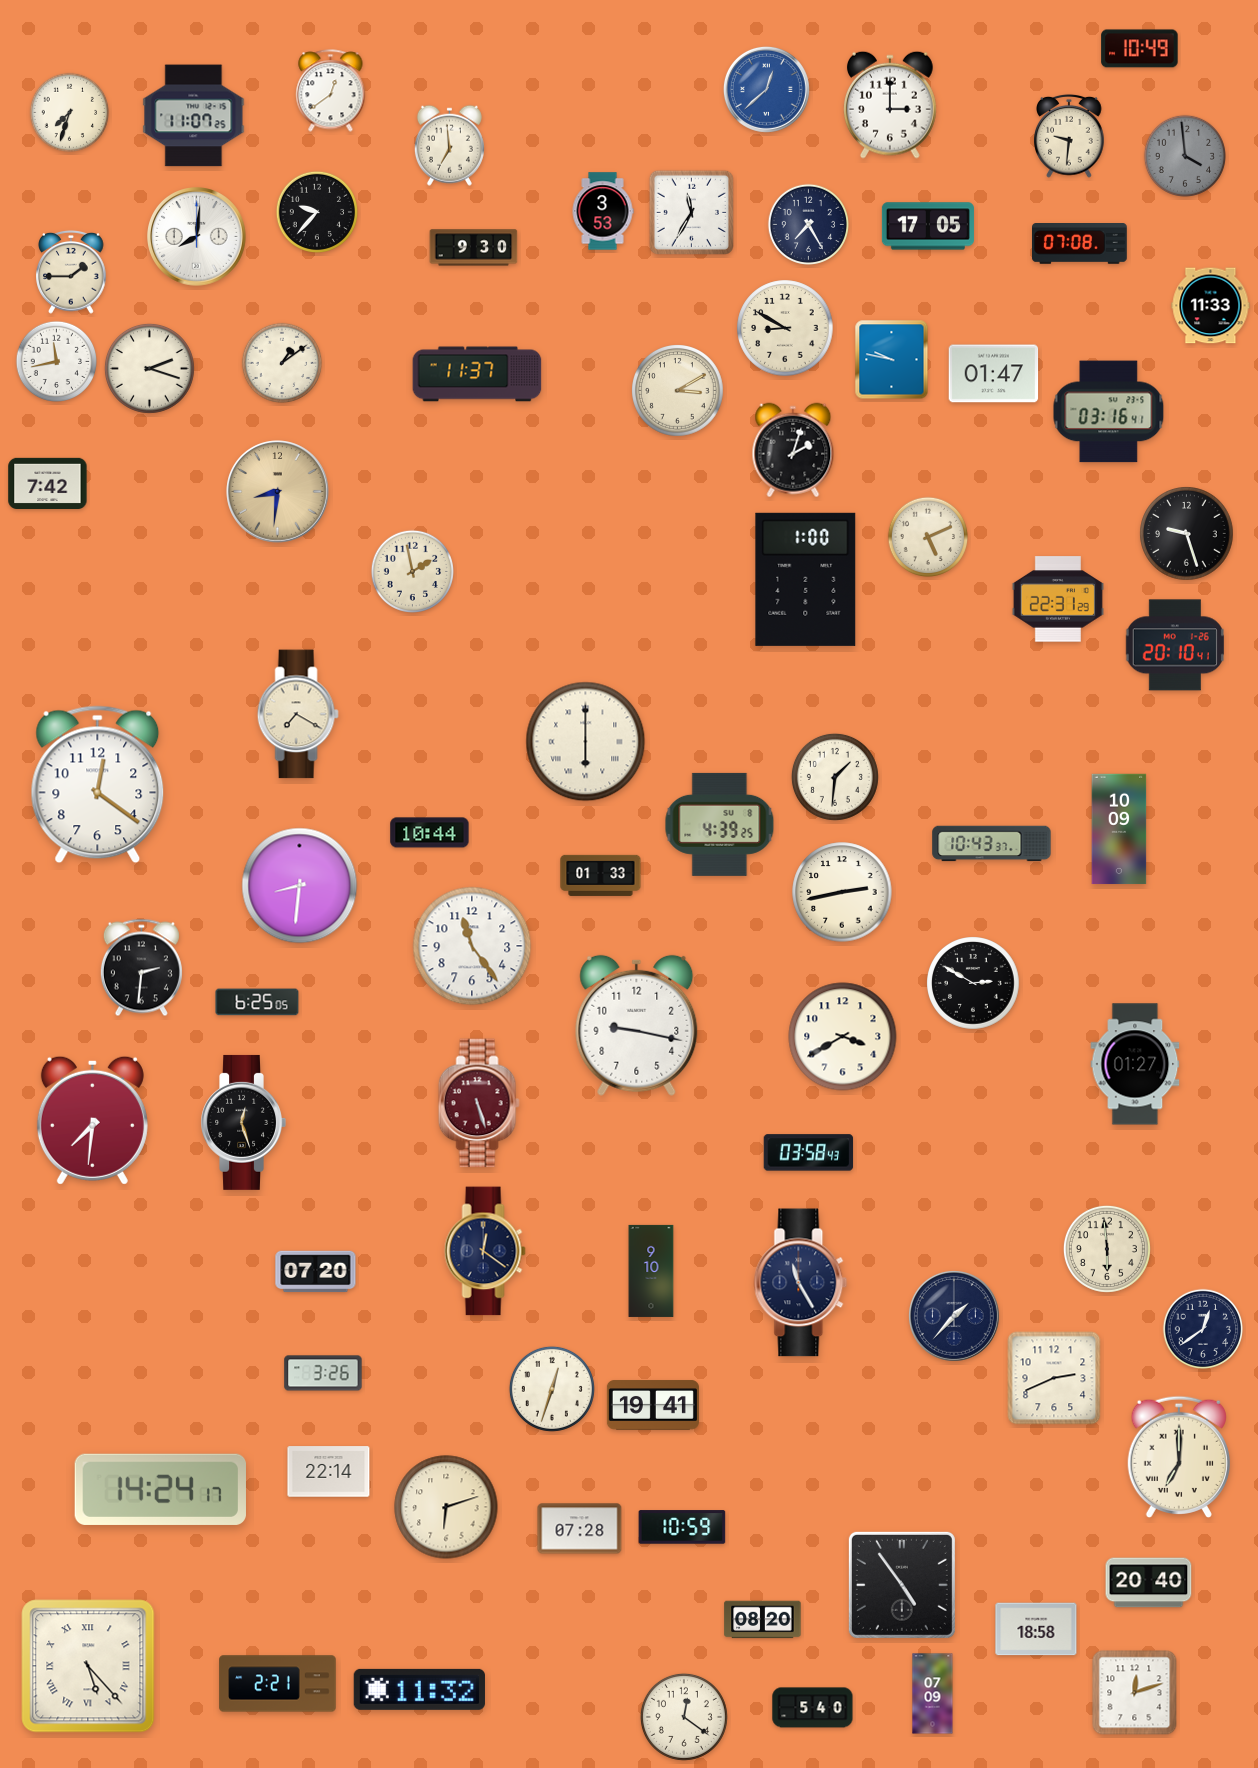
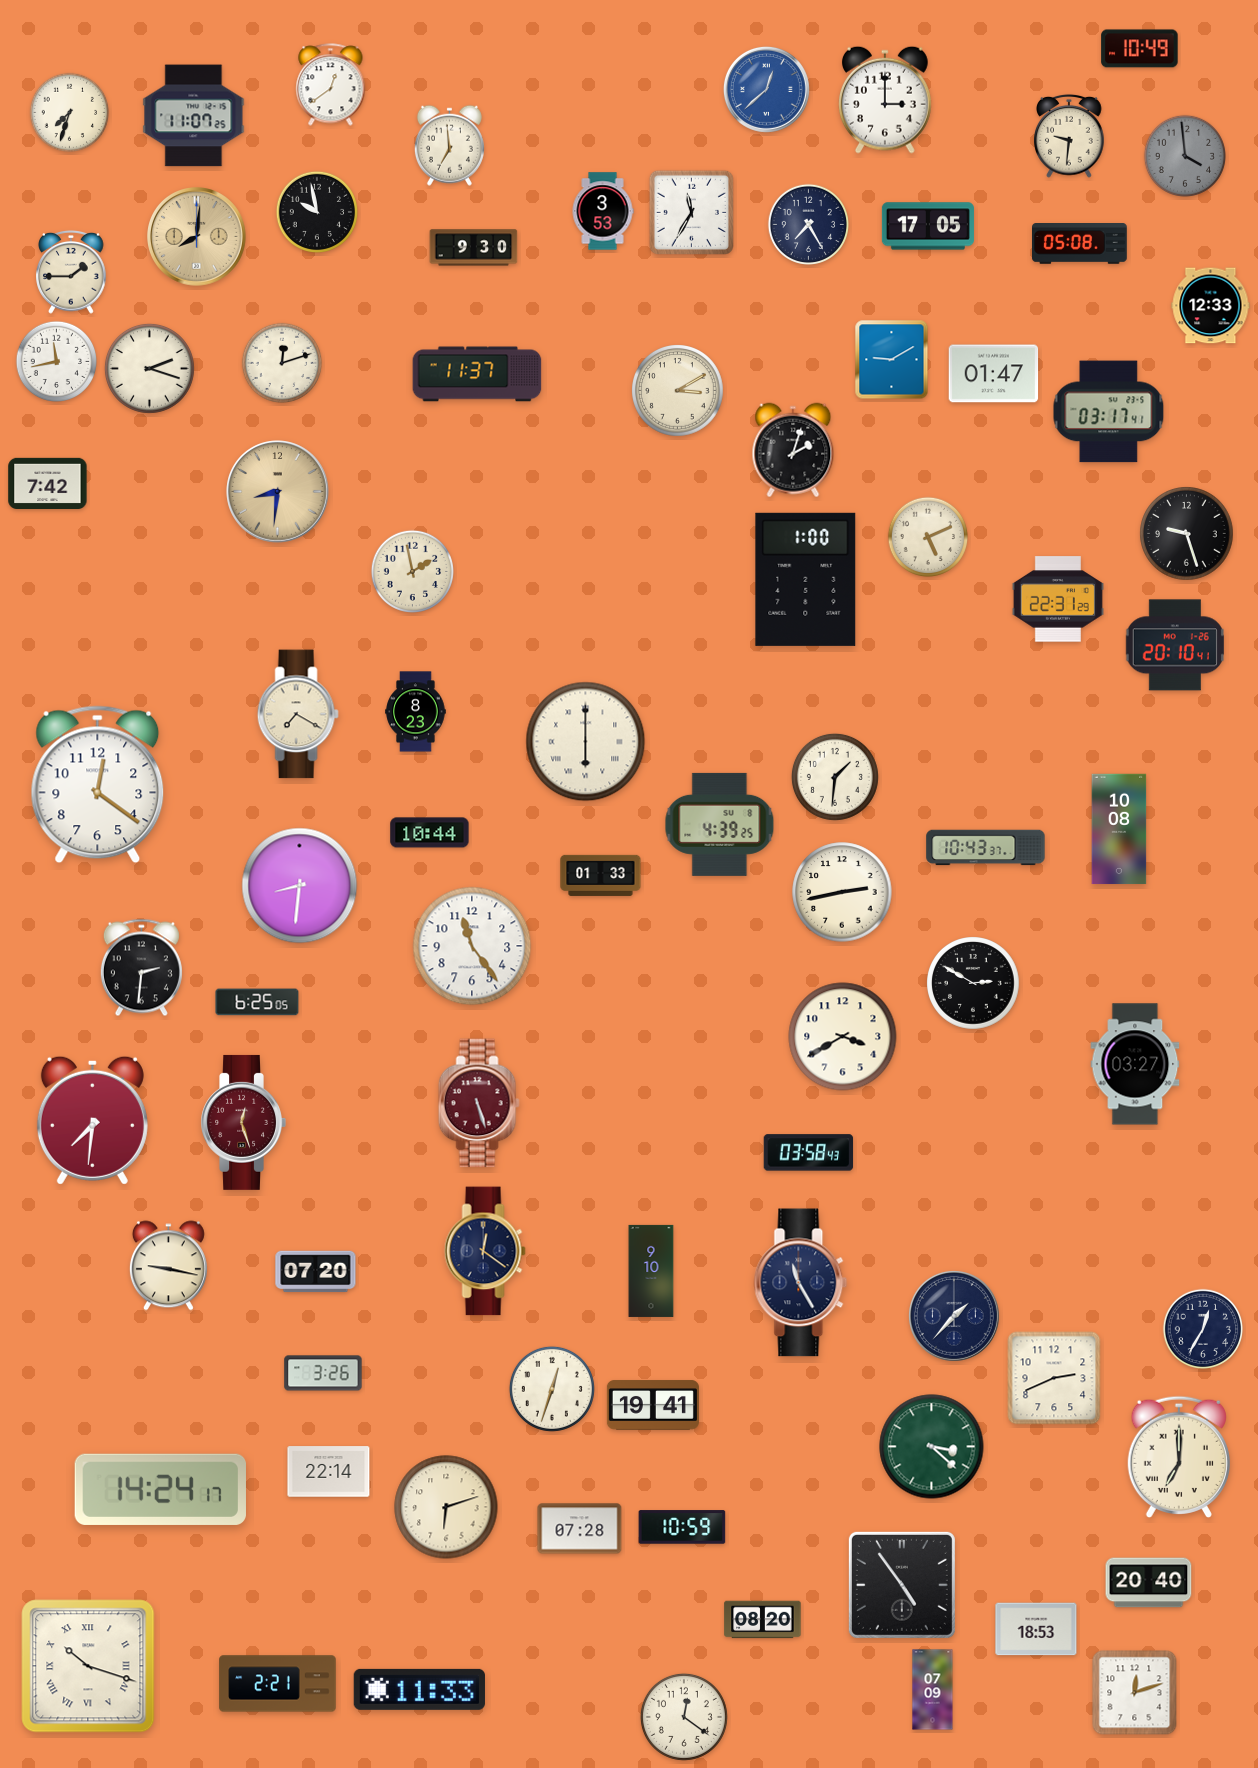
clock at (331, 91) position: (331, 91) -> (331, 85)
clock at (891, 105) position: (891, 105) -> (886, 100)
clock at (316, 211): 9:37 -> 9:58
clock at (197, 237) dial: white -> champagne
clock at (1080, 244): 07:08 -> 05:08
clock at (1211, 306): 11:33 -> 12:33
clock at (785, 328): 8:50 -> none
clock at (892, 360): 9:47 -> 9:10
clock at (282, 363): 1:09 -> 12:12
clock at (1109, 412): 03:16 -> 03:17
clock at (416, 712): none -> 8:23
clock at (1119, 829): 10:09 -> 10:08
clock at (992, 844) position: (992, 844) -> (986, 848)
clock at (637, 1025): 9:17 -> none
clock at (1135, 1064): 01:27 -> 03:27
clock at (243, 1122) dial: black -> burgundy
clock at (1107, 1249): 5:59 -> none
clock at (168, 1266): none -> 9:17
clock at (1203, 1329): 12:39 -> 12:35
clock at (932, 1447): none -> 3:22
clock at (1036, 1629): 18:58 -> 18:53
clock at (88, 1666): 5:23 -> 10:18
clock at (419, 1689): 11:32 -> 11:33
clock at (933, 1694) position: (933, 1694) -> (933, 1690)
clock at (813, 1708): 5:40 -> none
